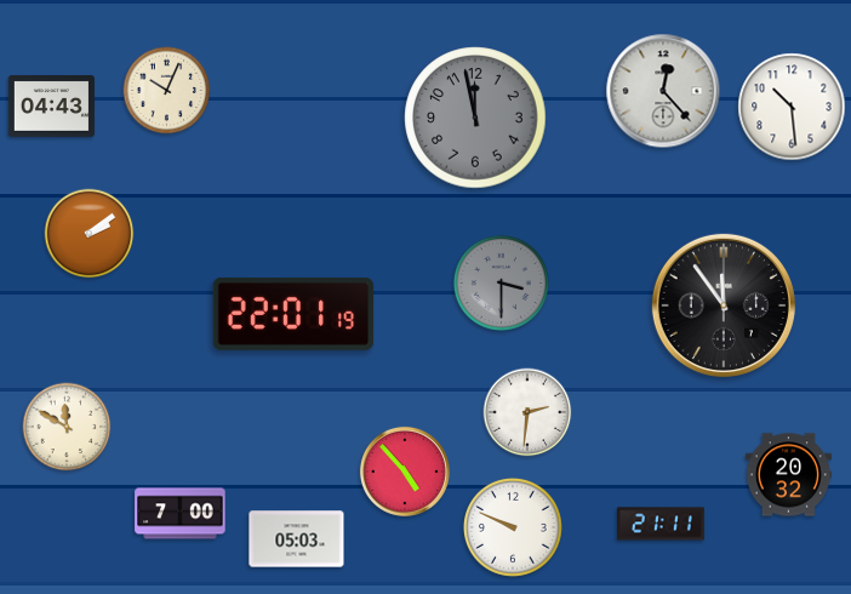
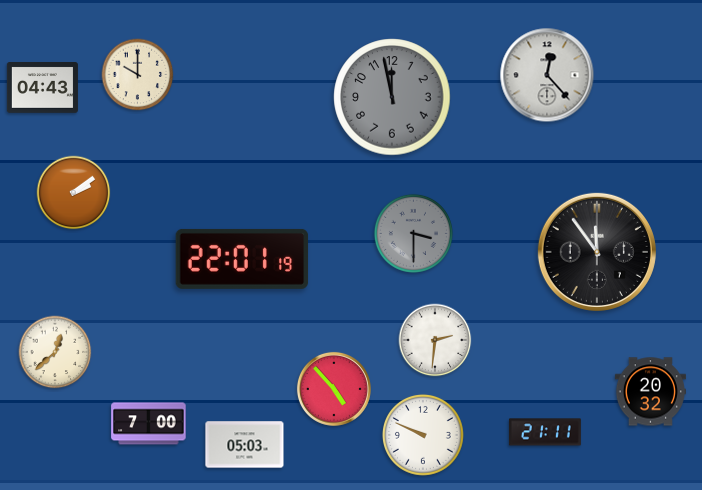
clock at (167, 91): 10:04 -> 10:00
clock at (792, 107): 10:29 -> none
clock at (67, 427): 11:50 -> 12:38
